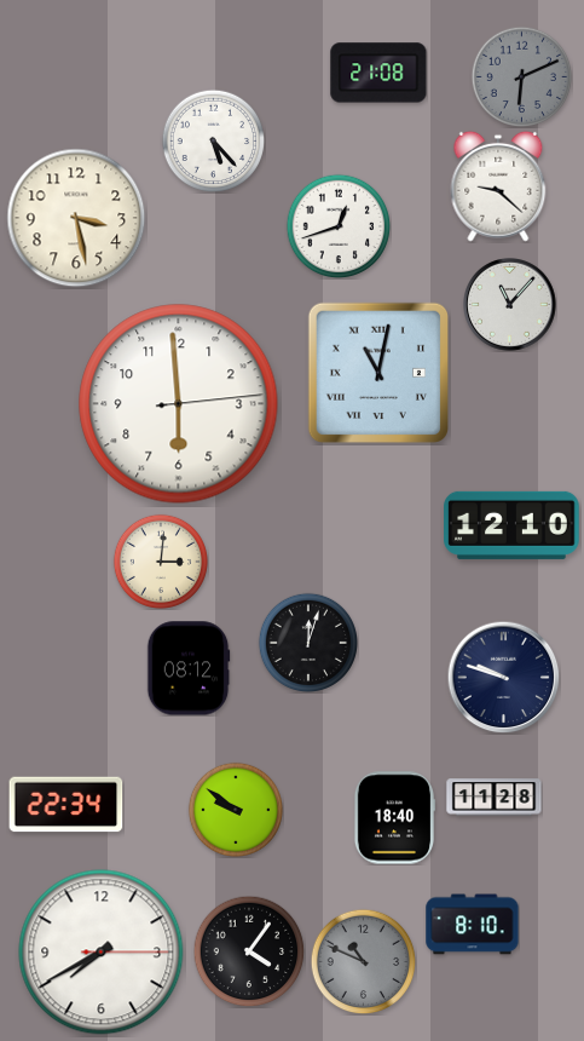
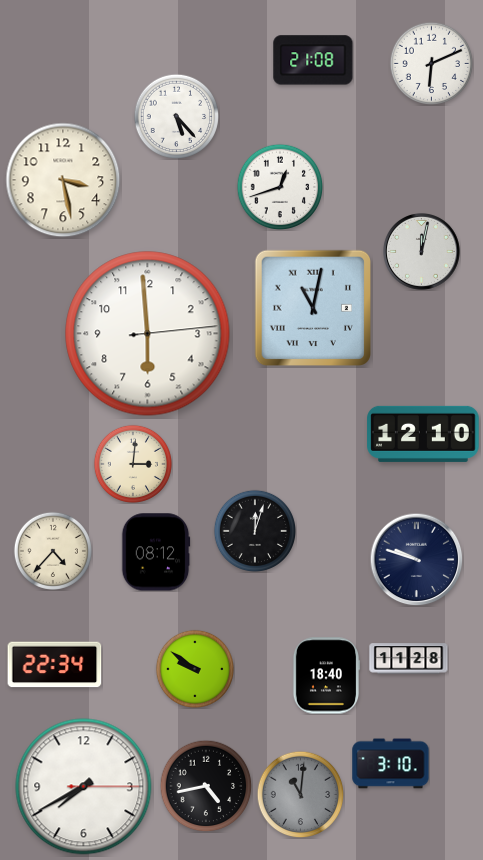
clock at (521, 76) dial: grey -> white
clock at (498, 186): 9:22 -> none
clock at (510, 305): 11:07 -> 12:02
clock at (53, 551): none -> 4:37
clock at (473, 925): 8:10 -> 3:10
clock at (249, 951): 4:06 -> 4:43
clock at (363, 961): 10:49 -> 11:01
